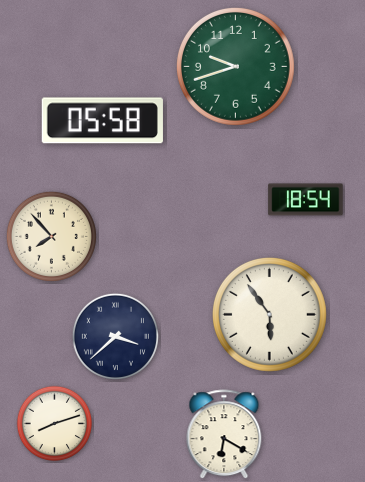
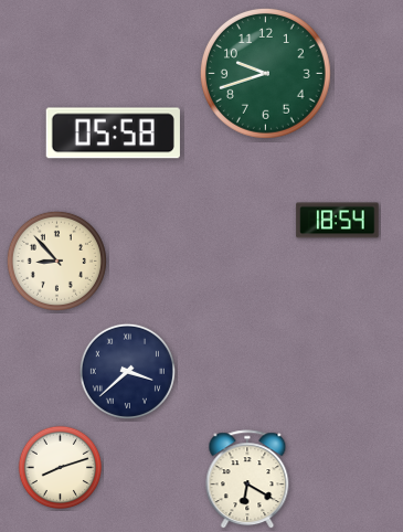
clock at (235, 66) position: (235, 66) -> (265, 73)
clock at (51, 236): 7:53 -> 8:53
clock at (269, 314): 5:54 -> none
